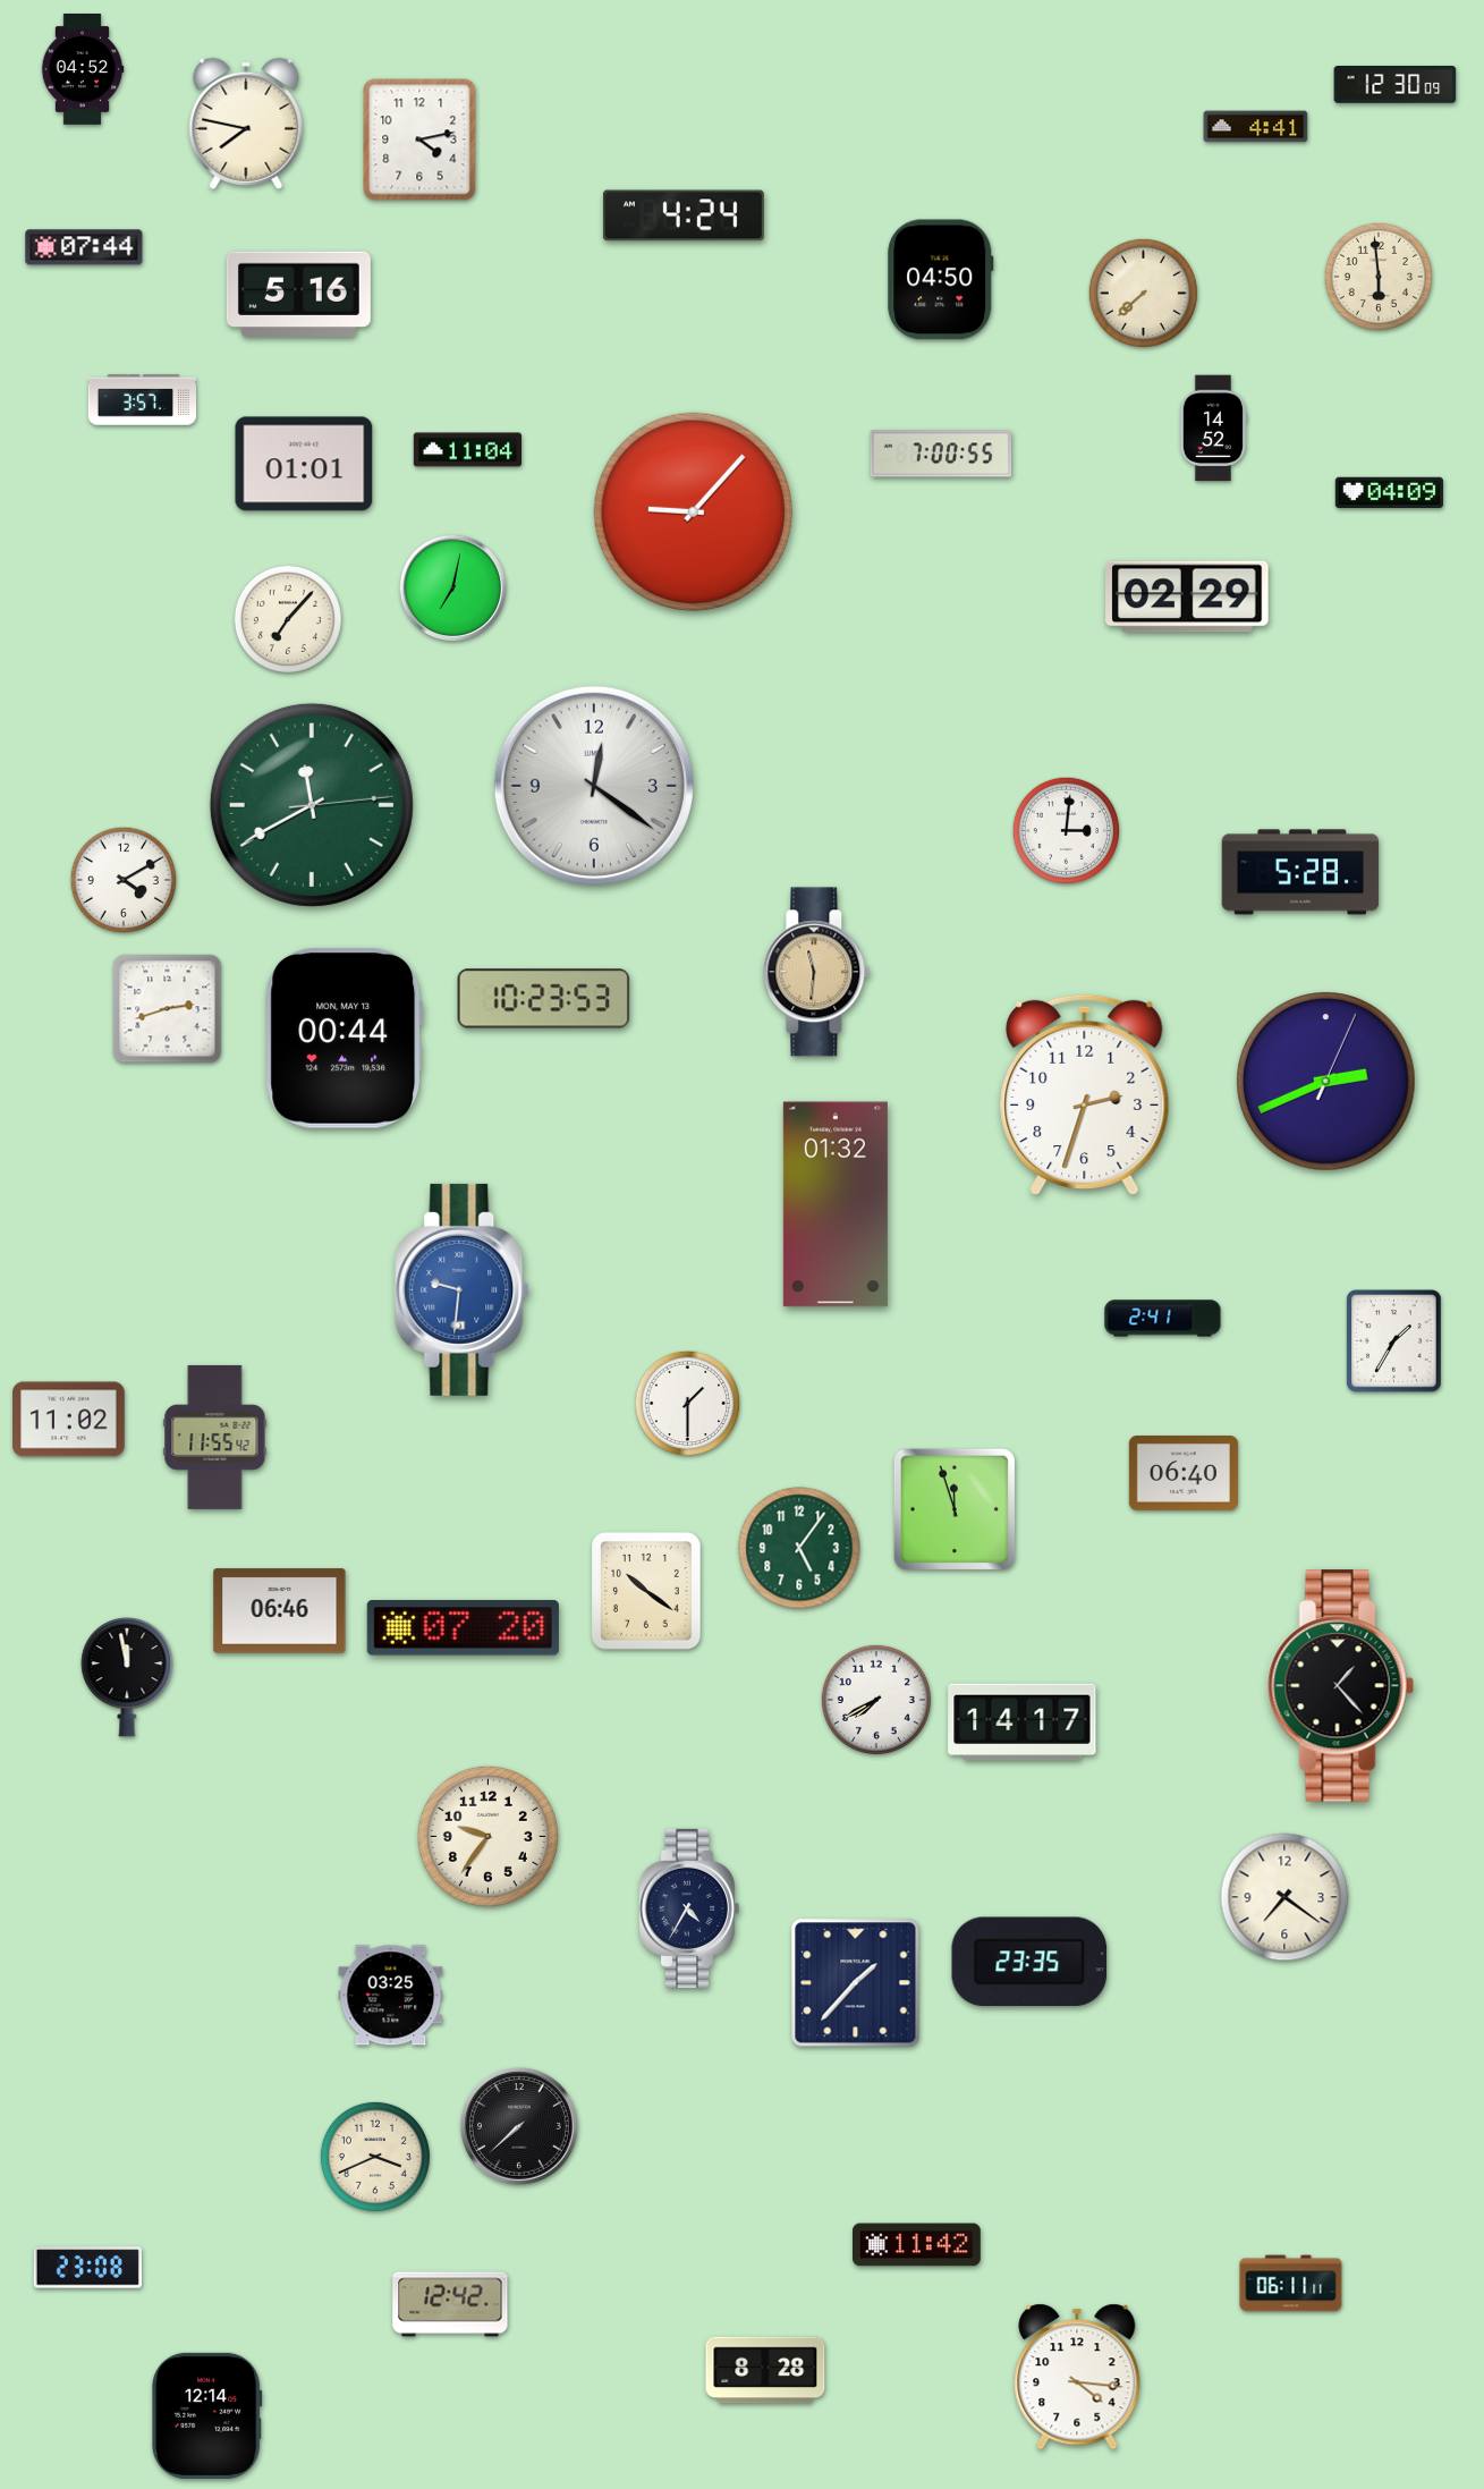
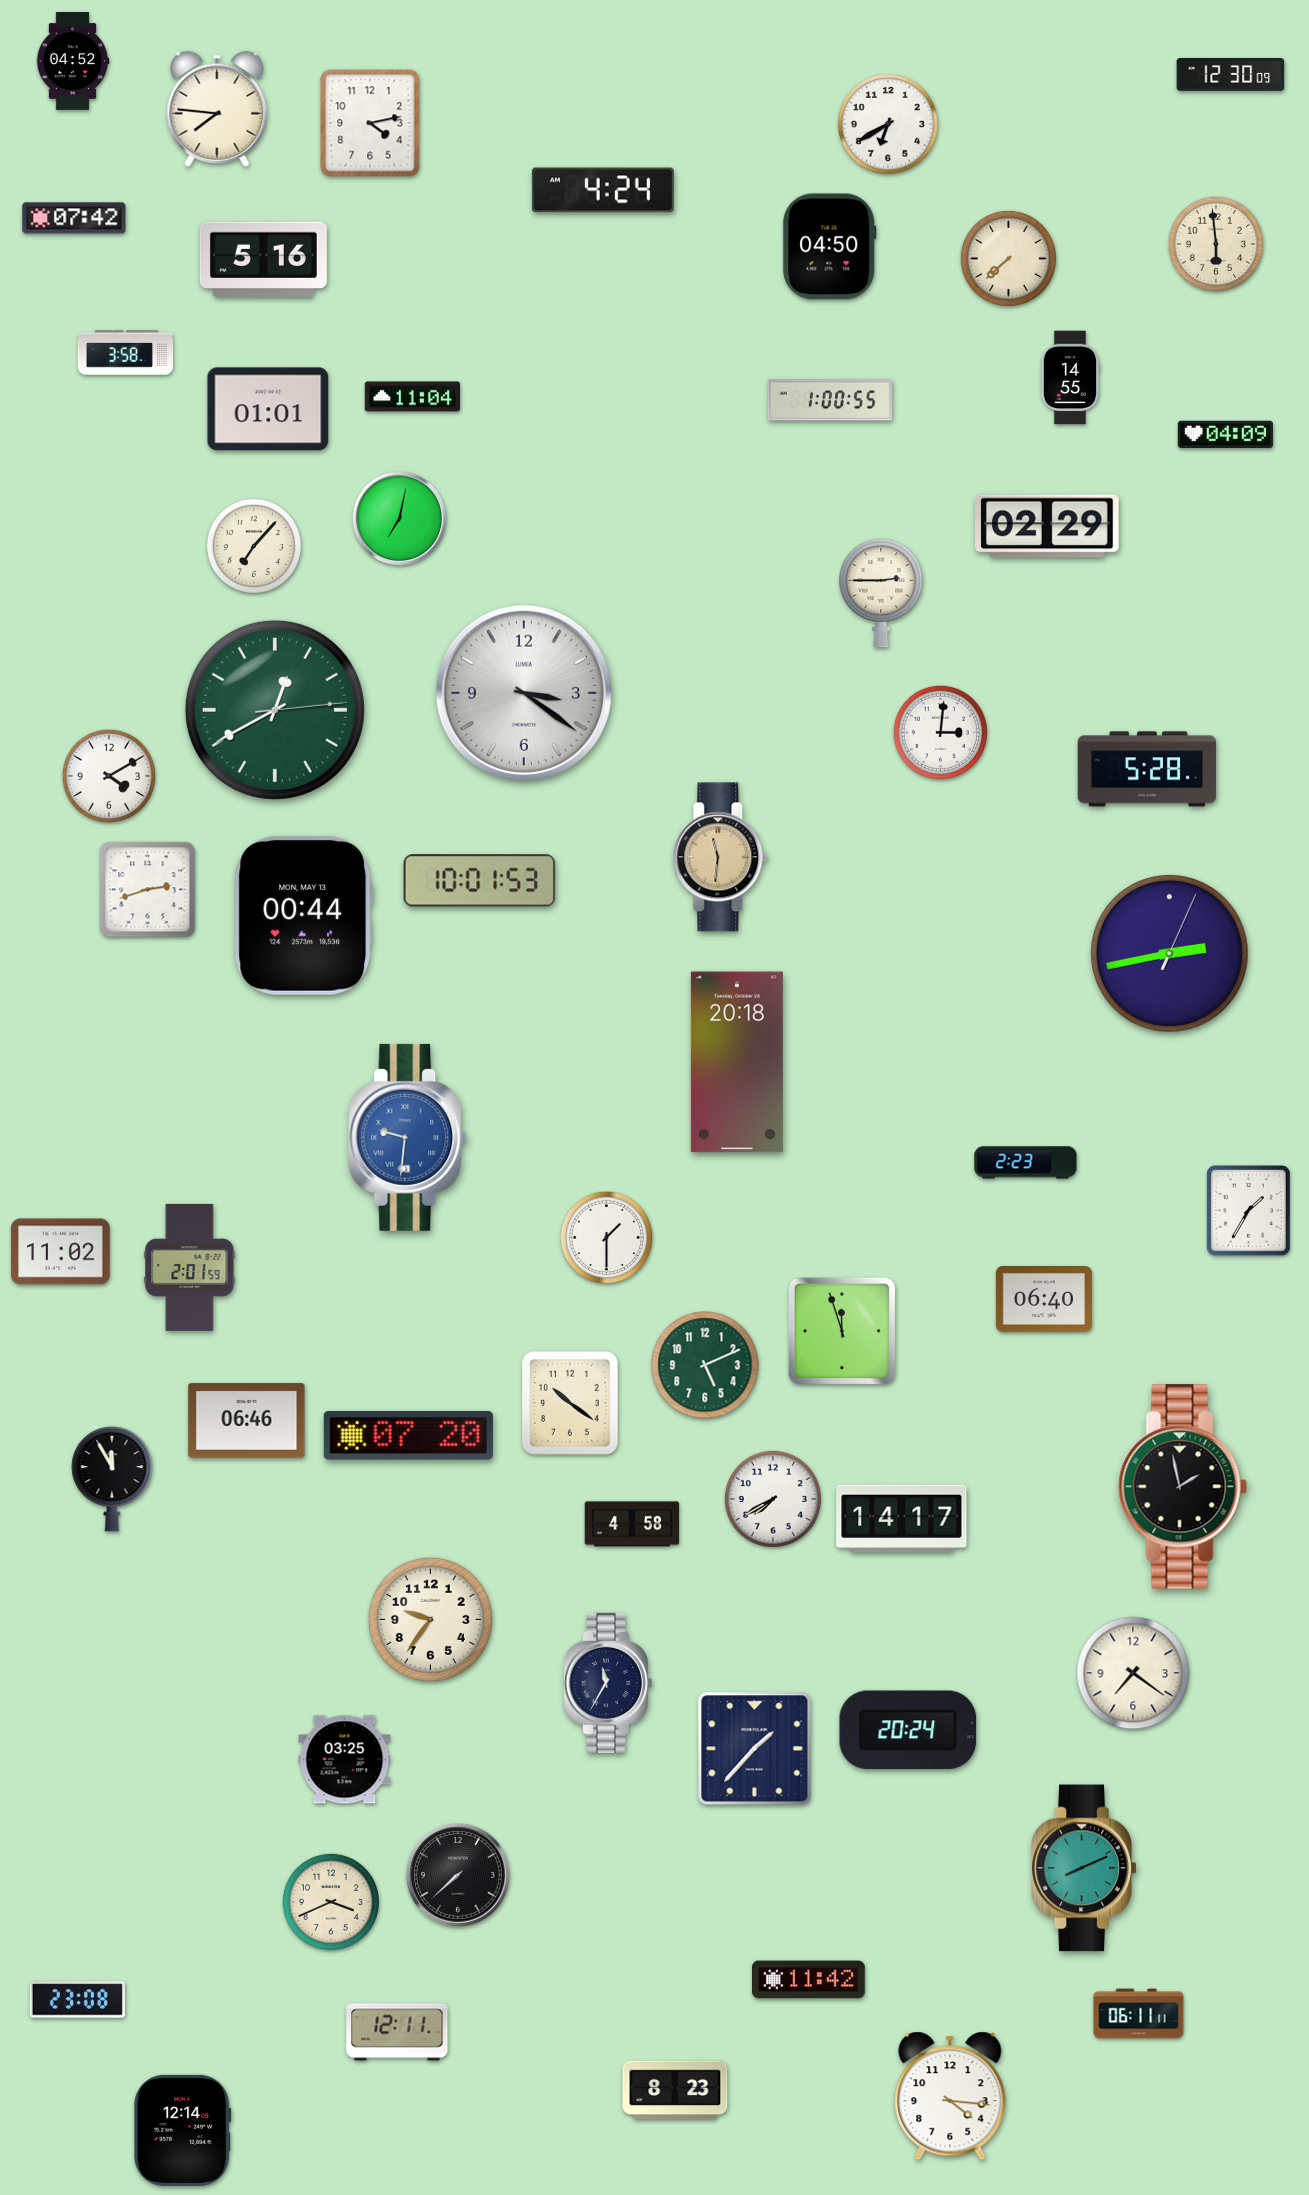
clock at (246, 124): 7:47 -> 7:46
clock at (1256, 127): 4:41 -> none
clock at (889, 125): none -> 6:40
clock at (84, 247): 07:44 -> 07:42
clock at (142, 400): 3:57 -> 3:58
clock at (1213, 429): 14:52 -> 14:55
clock at (941, 454): 7:00 -> 1:00
clock at (693, 511): 9:07 -> none
clock at (881, 593): none -> 2:45
clock at (594, 786): 12:21 -> 3:21
clock at (312, 805): 11:40 -> 12:40
clock at (544, 999): 10:23 -> 10:01
clock at (1326, 1082): 2:41 -> 2:43
clock at (1085, 1095): 2:33 -> none
clock at (836, 1204): 01:32 -> 20:18
clock at (1163, 1319): 2:41 -> 2:23
clock at (1394, 1341) position: (1394, 1341) -> (1249, 1211)
clock at (215, 1437): 11:55 -> 2:01
clock at (799, 1548): 5:06 -> 5:11
clock at (127, 1677): 11:58 -> 11:55
clock at (1340, 1686): 1:23 -> 1:58
clock at (632, 1524): none -> 4:58
clock at (688, 1908): 4:35 -> 11:35
clock at (1029, 1962): 23:35 -> 20:24
clock at (1084, 1868): none -> 8:11
clock at (450, 2304): 12:42 -> 12:11
clock at (765, 2370): 8:28 -> 8:23
